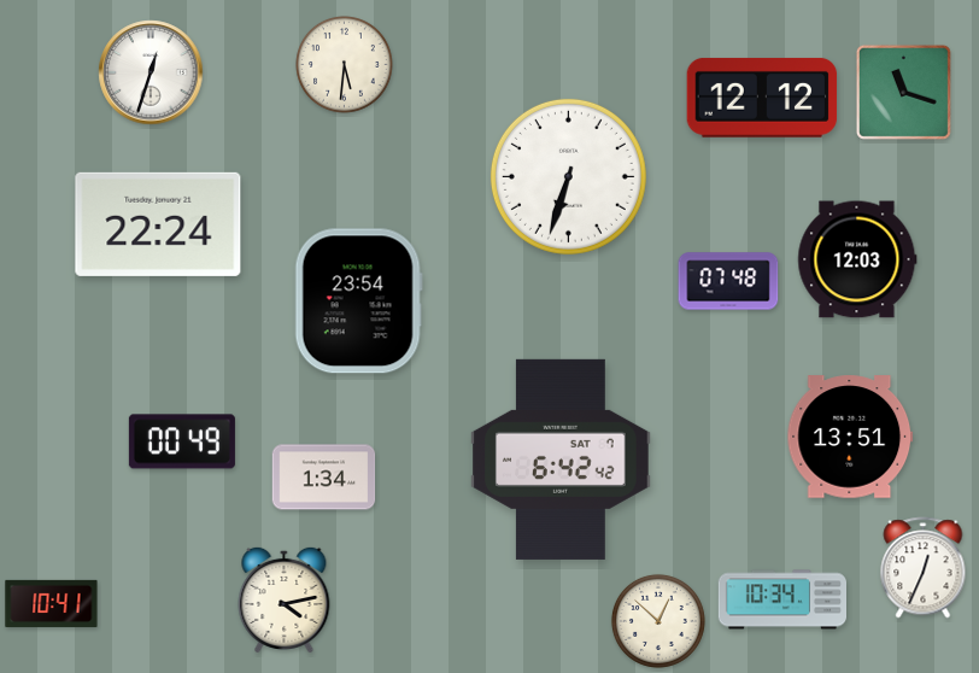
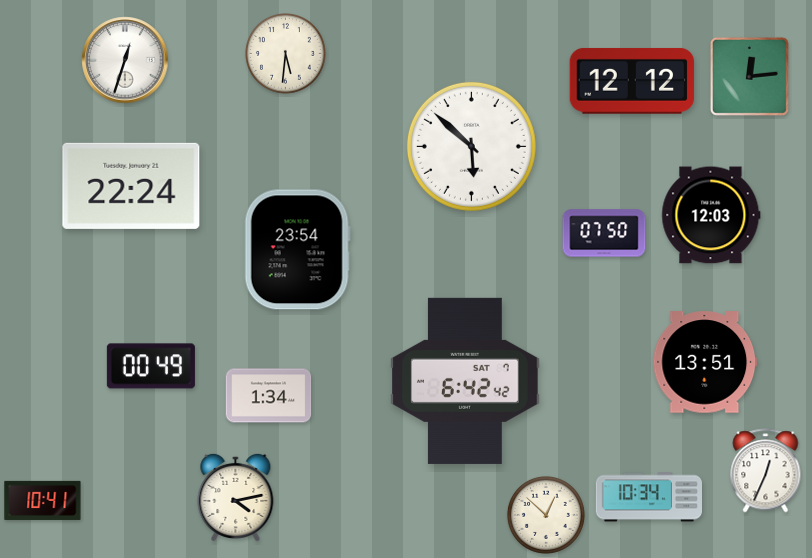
clock at (903, 92): 11:18 -> 12:14
clock at (568, 176): 6:33 -> 5:52
clock at (728, 281): 07:48 -> 07:50
